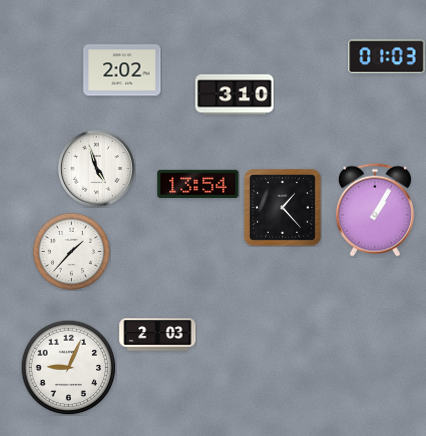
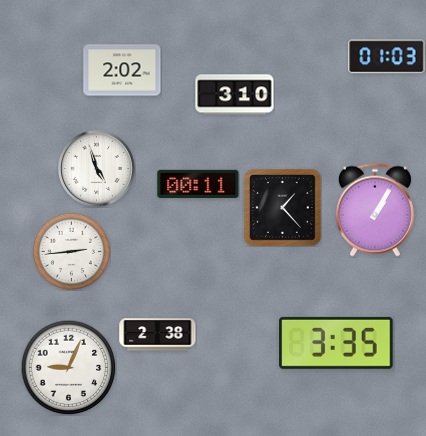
clock at (198, 184): 13:54 -> 00:11
clock at (71, 251): 1:37 -> 2:44
clock at (158, 335): 2:03 -> 2:38
clock at (336, 343): none -> 3:35
